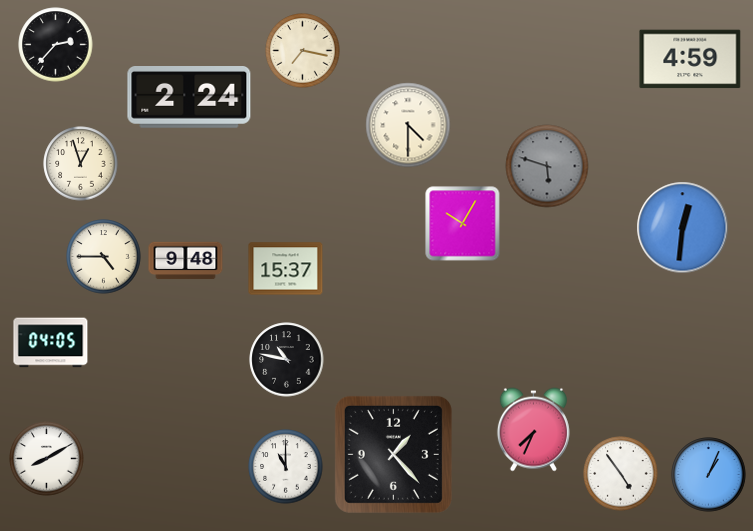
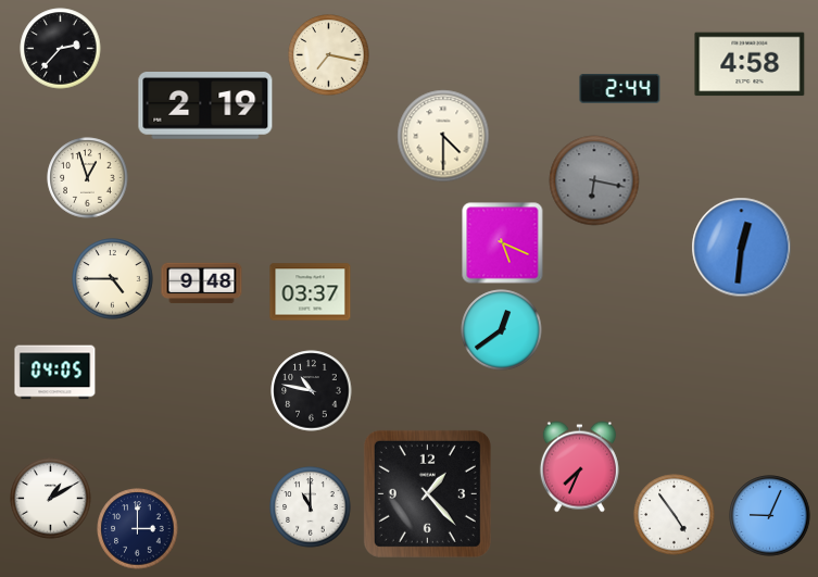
clock at (690, 59): 4:59 -> 4:58
clock at (620, 89): none -> 2:44
clock at (189, 98): 2:24 -> 2:19
clock at (547, 166): 5:48 -> 6:17
clock at (463, 224): 10:05 -> 5:19
clock at (286, 269): 15:37 -> 03:37
clock at (502, 330): none -> 12:39
clock at (47, 459): 8:10 -> 1:10
clock at (709, 475): 1:04 -> 9:04
clock at (138, 529): none -> 3:00
